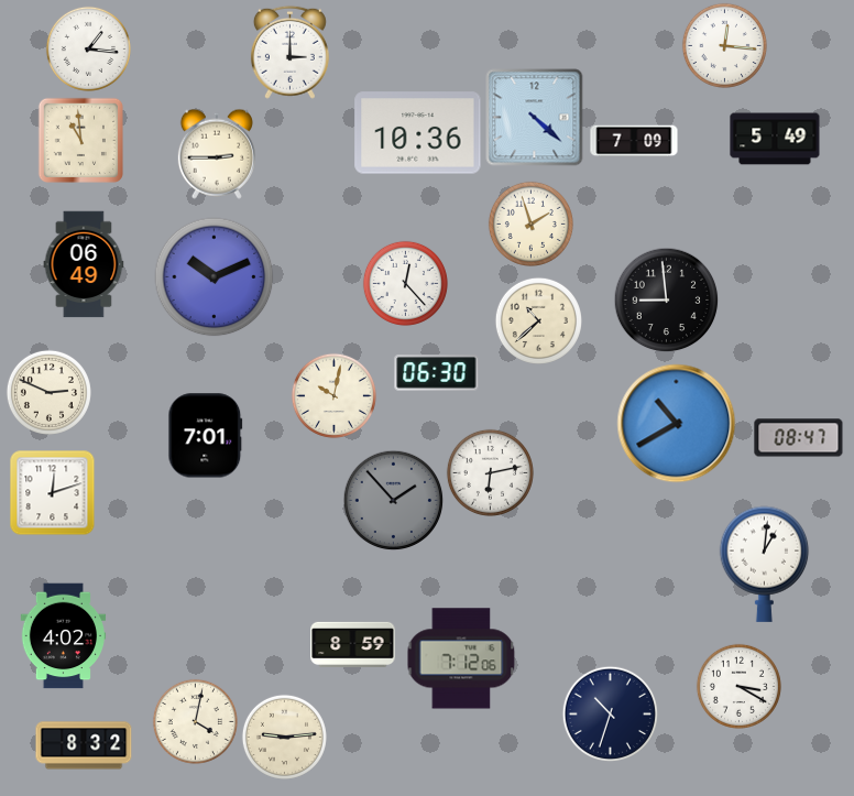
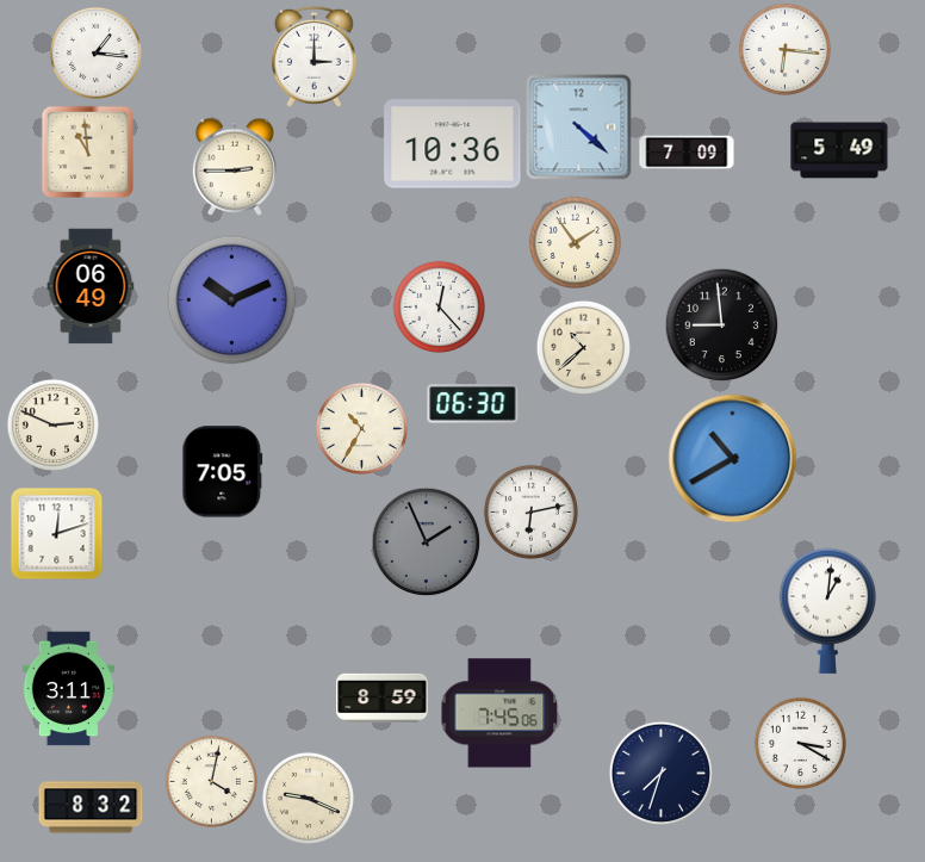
clock at (724, 45): 12:16 -> 6:16
clock at (530, 223): 1:57 -> 1:54
clock at (333, 395): 10:02 -> 10:35
clock at (206, 436): 7:01 -> 7:05
clock at (799, 438): 08:47 -> none
clock at (393, 500): 1:53 -> 1:56
clock at (64, 636): 4:02 -> 3:11
clock at (461, 658): 7:12 -> 7:45
clock at (610, 713): 10:33 -> 7:33
clock at (284, 737): 9:14 -> 9:19
